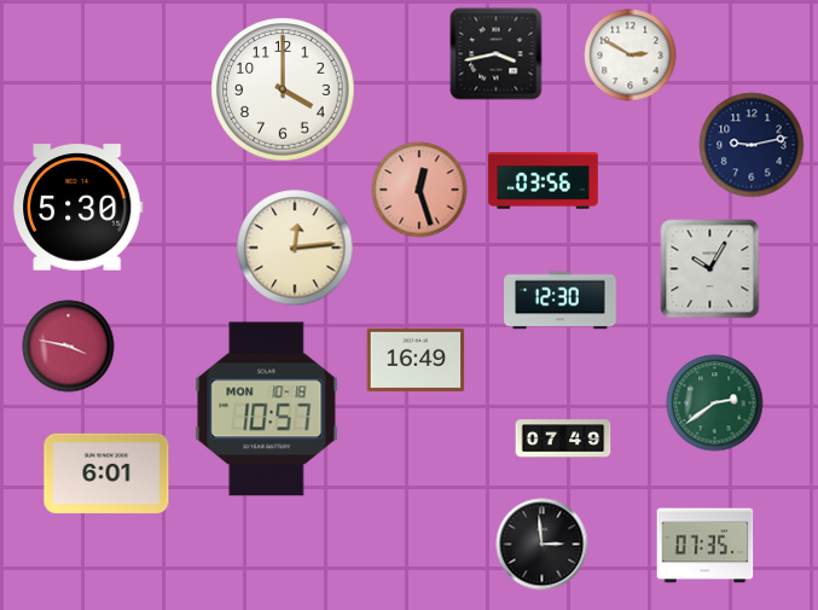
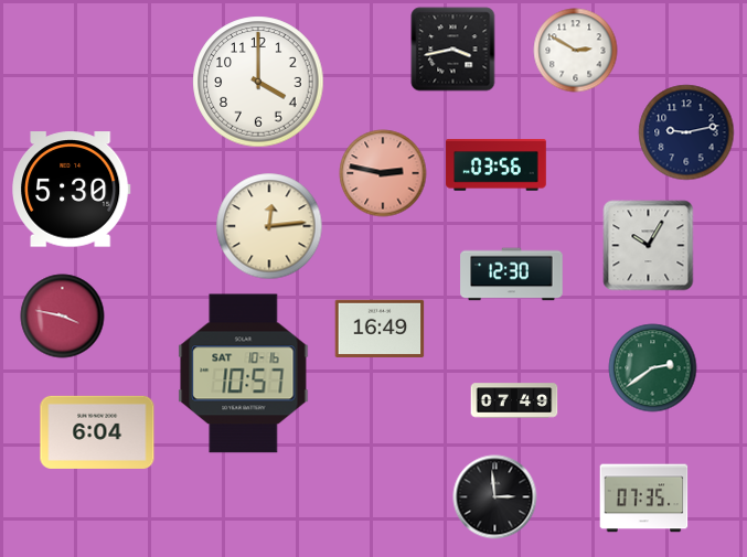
clock at (419, 190): 12:27 -> 2:47
clock at (267, 409) date: MON 10-18 -> SAT 10-16
clock at (106, 474): 6:01 -> 6:04
